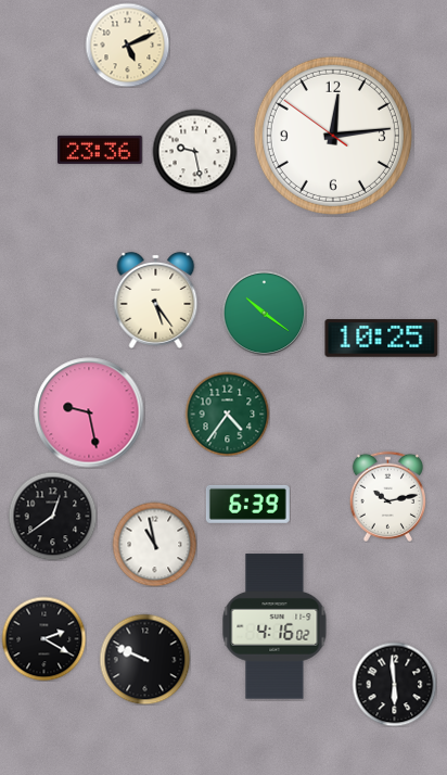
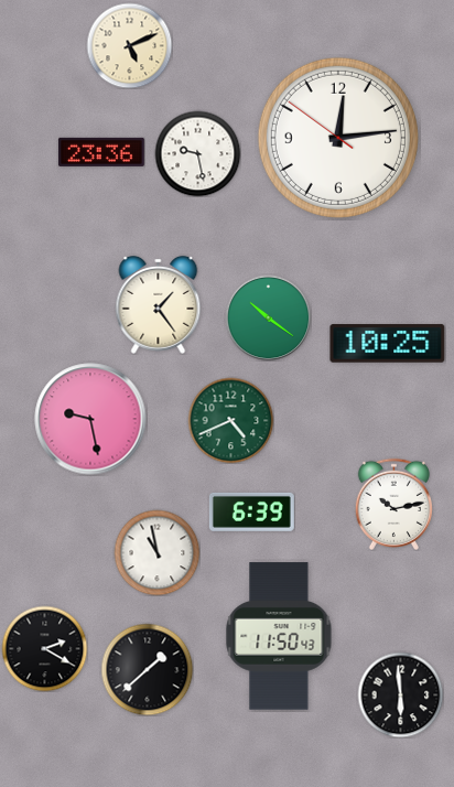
clock at (156, 300): 5:24 -> 1:24
clock at (227, 414): 4:36 -> 4:41
clock at (52, 516): 12:39 -> none
clock at (274, 626): 4:16 -> 11:50
clock at (144, 659): 9:49 -> 1:38
